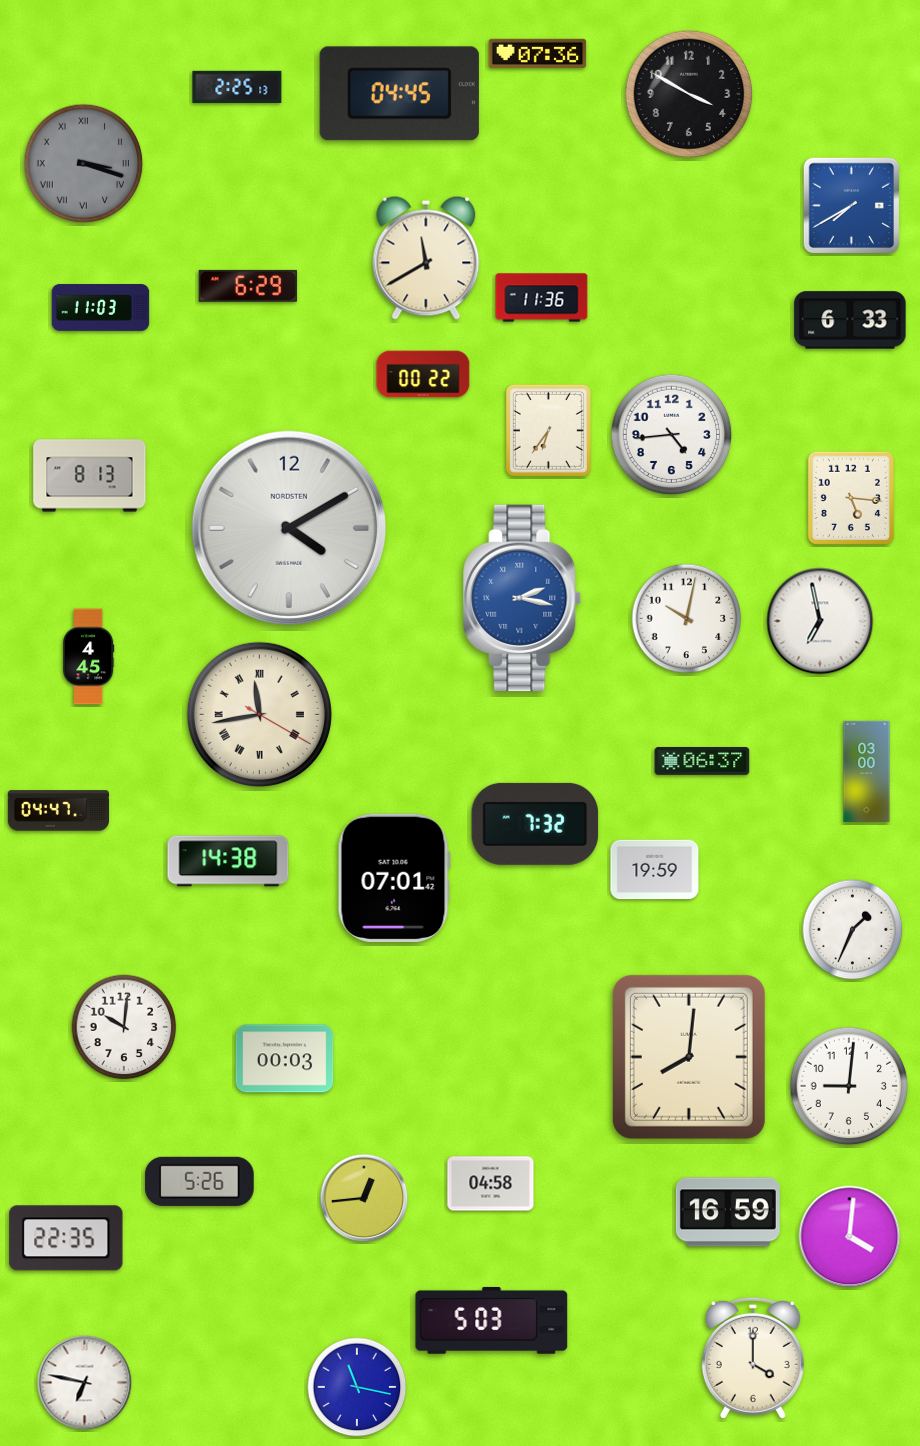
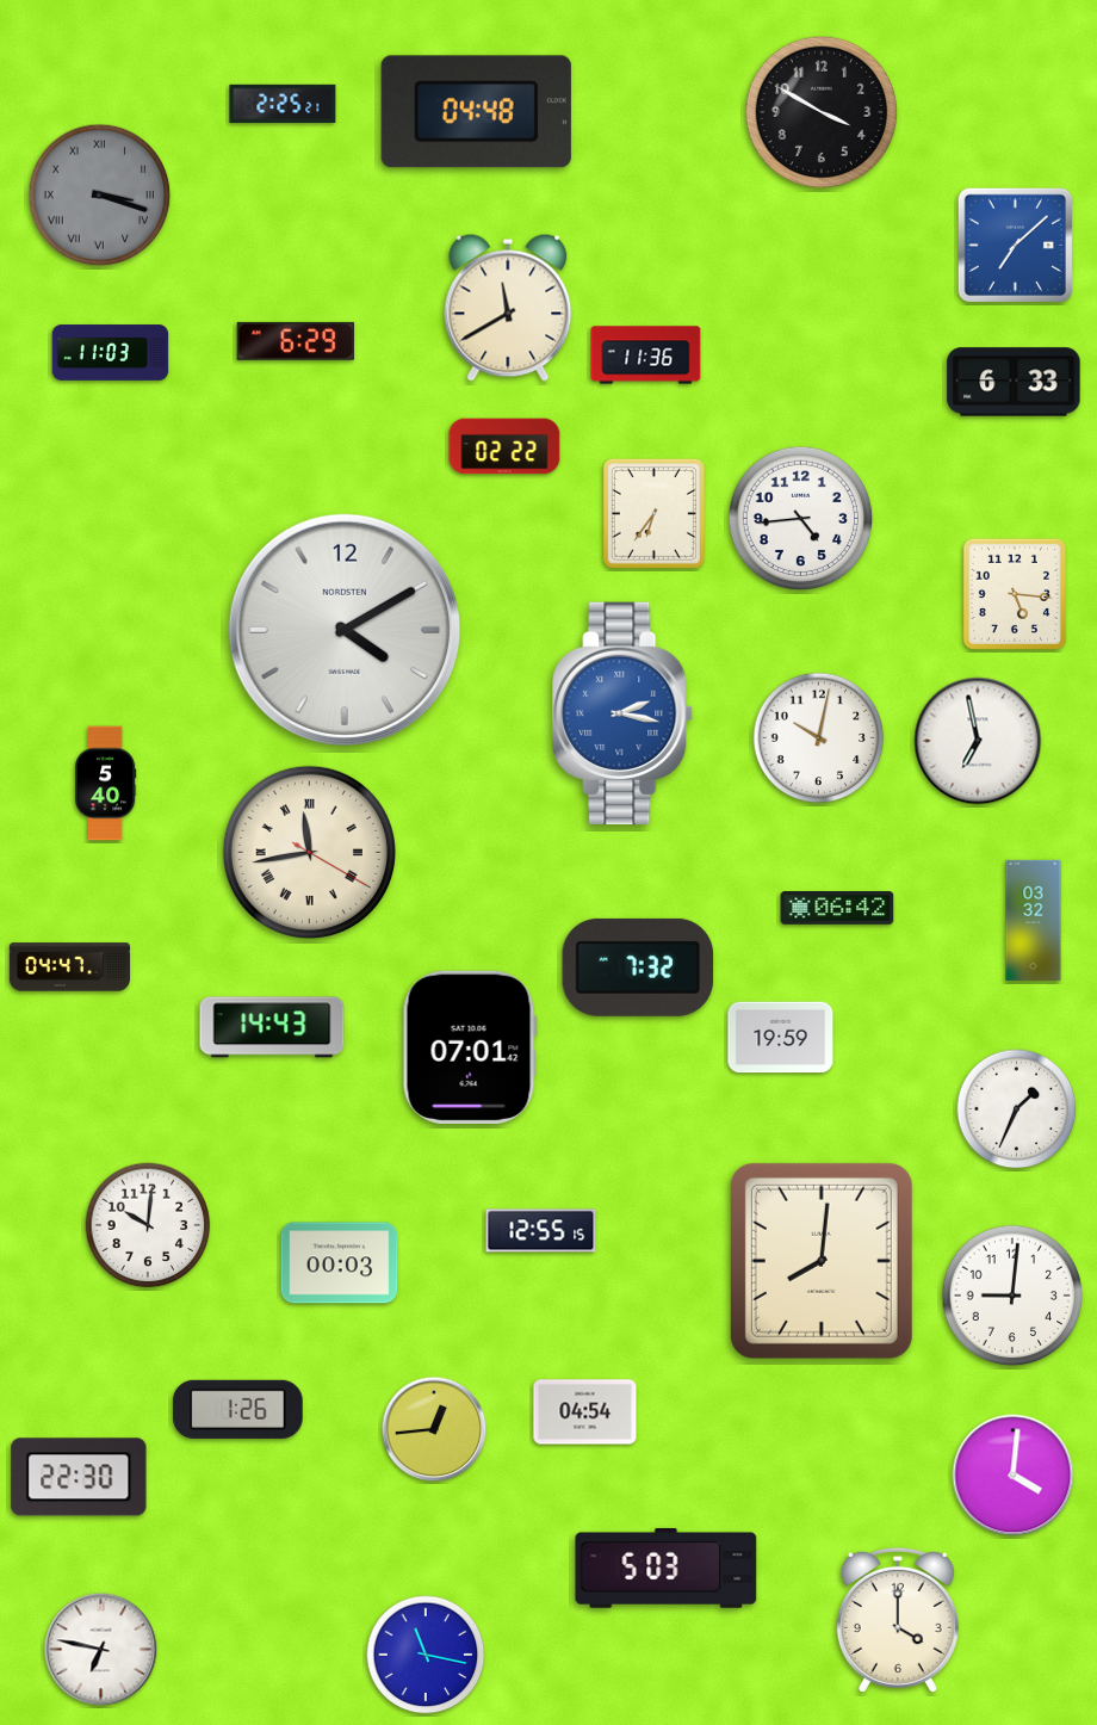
clock at (538, 53): 07:36 -> none
clock at (237, 87): 2:25:13 -> 2:25:21
clock at (399, 94): 04:45 -> 04:48
clock at (852, 206): 7:40 -> 7:08
clock at (101, 308) position: (101, 308) -> (111, 353)
clock at (423, 374): 00:22 -> 02:22
clock at (90, 476): 8:13 -> none
clock at (88, 657): 4:45 -> 5:40
clock at (702, 762): 06:37 -> 06:42
clock at (867, 771): 03:00 -> 03:32
clock at (535, 824) position: (535, 824) -> (638, 967)
clock at (228, 861): 14:38 -> 14:43
clock at (541, 1231): none -> 12:55
clock at (200, 1181): 5:26 -> 1:26
clock at (491, 1184): 04:58 -> 04:54
clock at (728, 1212): 16:59 -> none
clock at (66, 1238): 22:35 -> 22:30
clock at (492, 1320) position: (492, 1320) -> (667, 1568)
